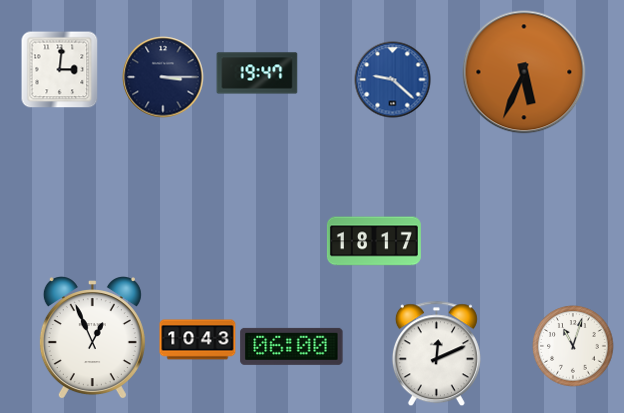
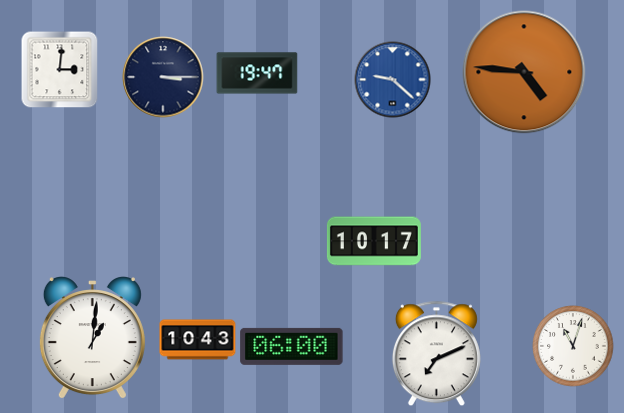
clock at (524, 72): 5:34 -> 4:46
clock at (374, 241): 18:17 -> 10:17
clock at (92, 338): 12:56 -> 1:01
clock at (436, 354): 12:11 -> 7:11
